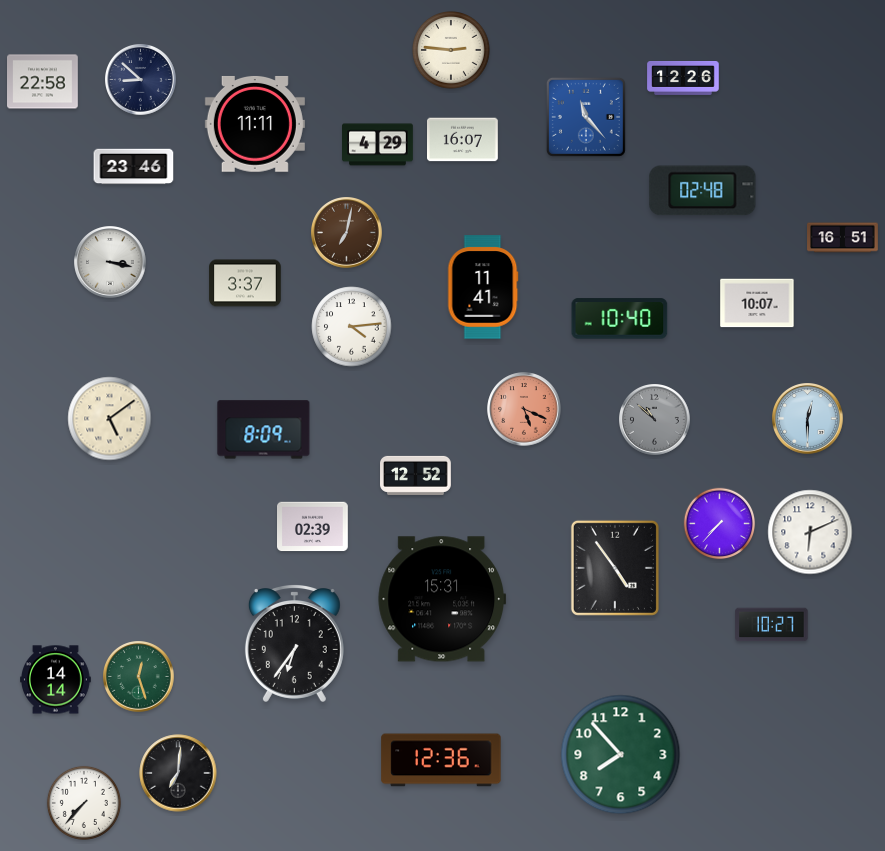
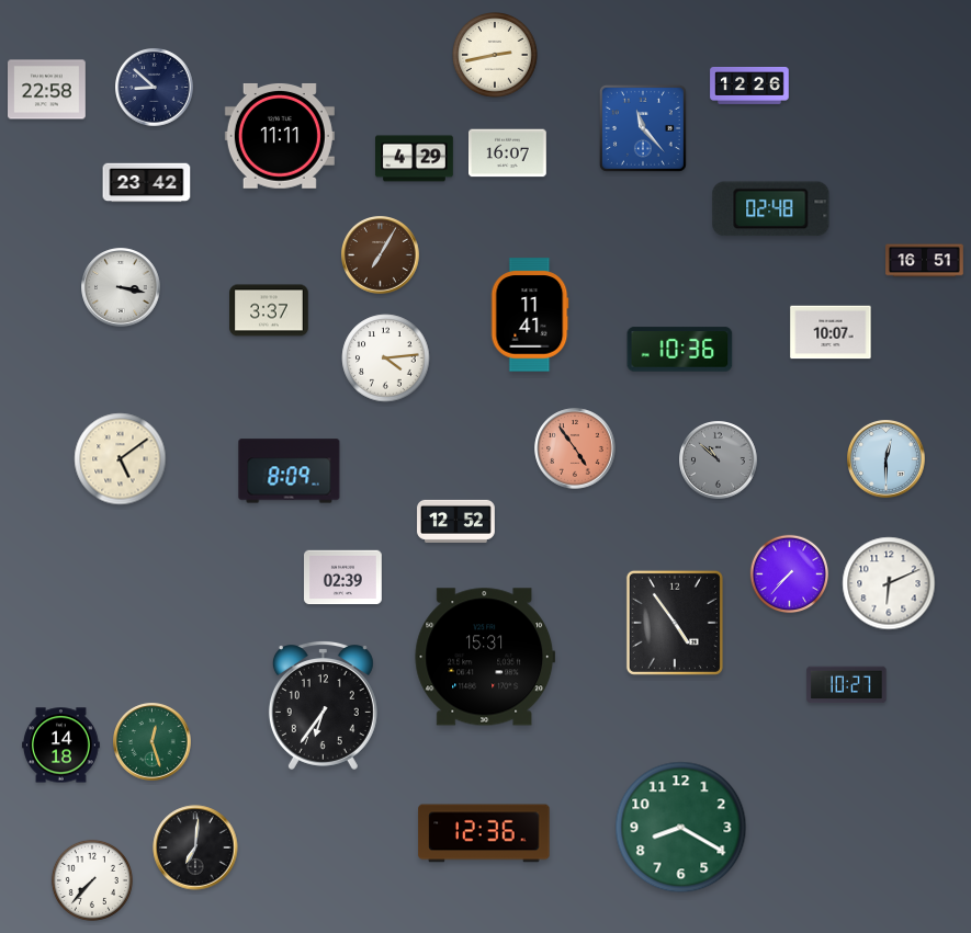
clock at (452, 51): 2:46 -> 2:43
clock at (134, 167): 23:46 -> 23:42
clock at (347, 233): 7:02 -> 7:05
clock at (620, 319): 10:40 -> 10:36
clock at (524, 409): 5:19 -> 4:54
clock at (56, 680): 14:14 -> 14:18
clock at (621, 755): 7:53 -> 8:20
